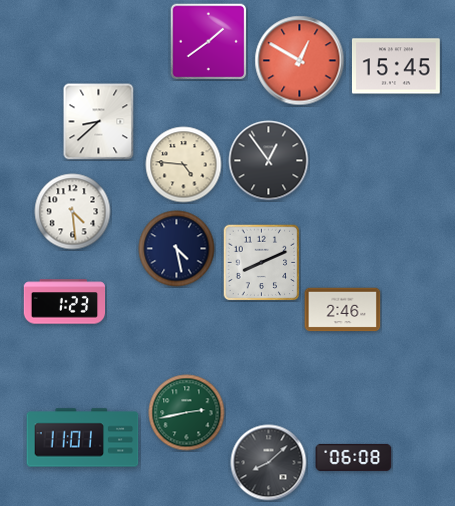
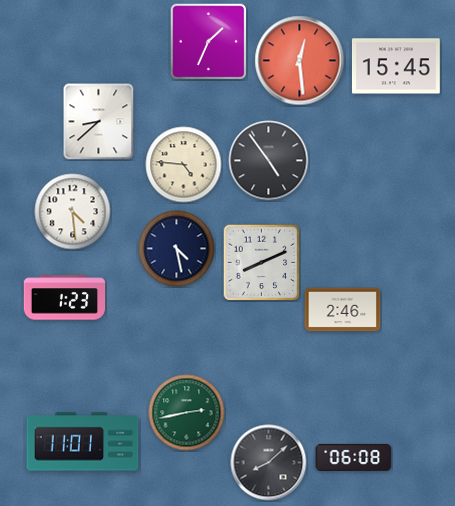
clock at (208, 41): 1:39 -> 1:34
clock at (300, 61): 12:50 -> 12:29
clock at (269, 161): 12:54 -> 4:54
clock at (65, 302) position: (65, 302) -> (65, 298)
clock at (83, 438) position: (83, 438) -> (83, 442)
